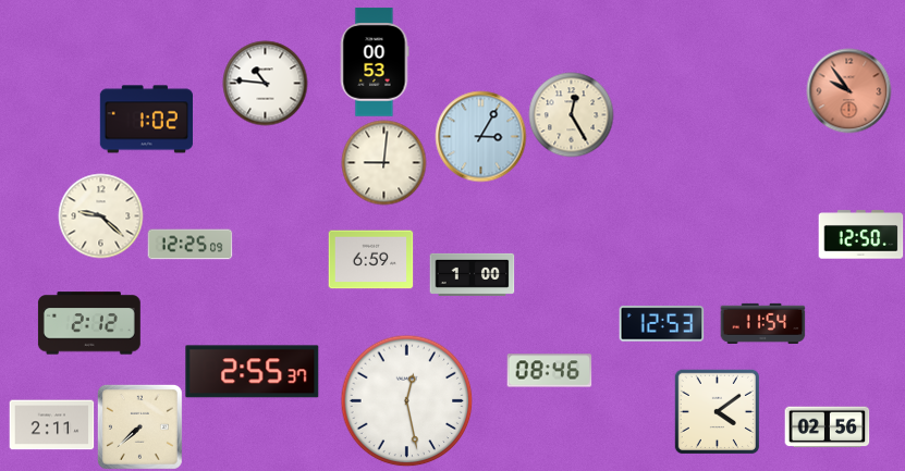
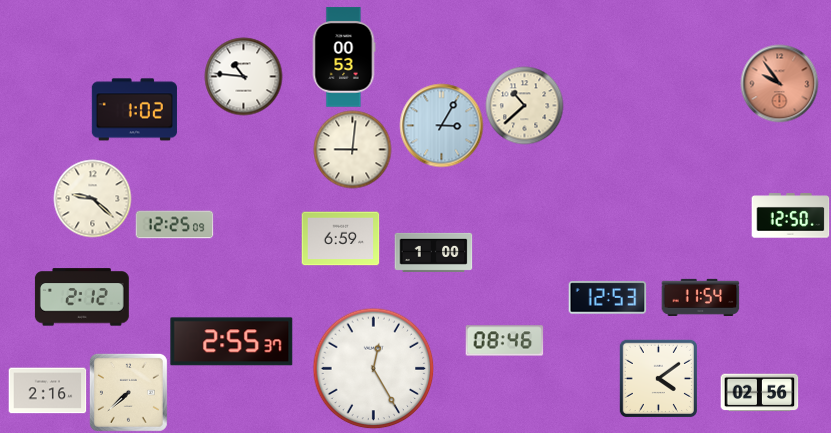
clock at (571, 114): 12:25 -> 10:38
clock at (406, 400): 12:28 -> 12:25
clock at (51, 425): 2:11 -> 2:16
